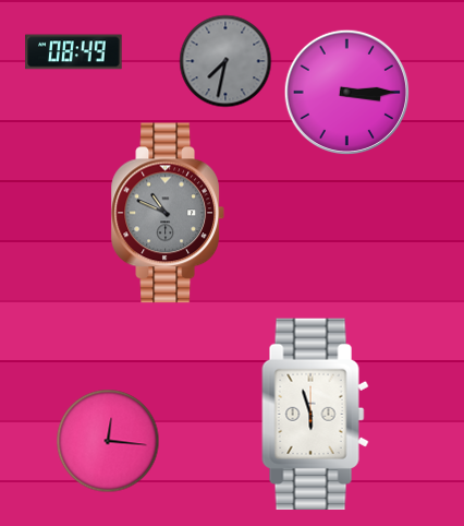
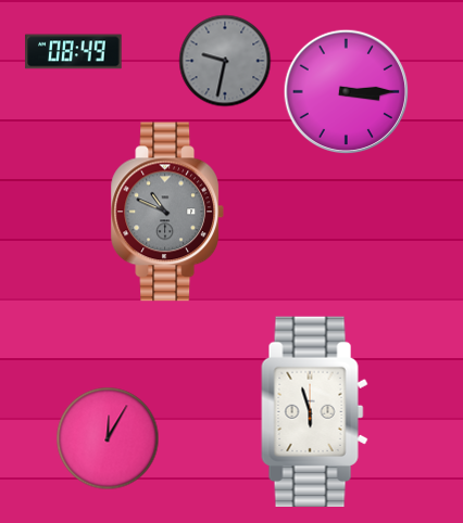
clock at (225, 61): 7:32 -> 9:32
clock at (108, 441): 12:16 -> 12:05
